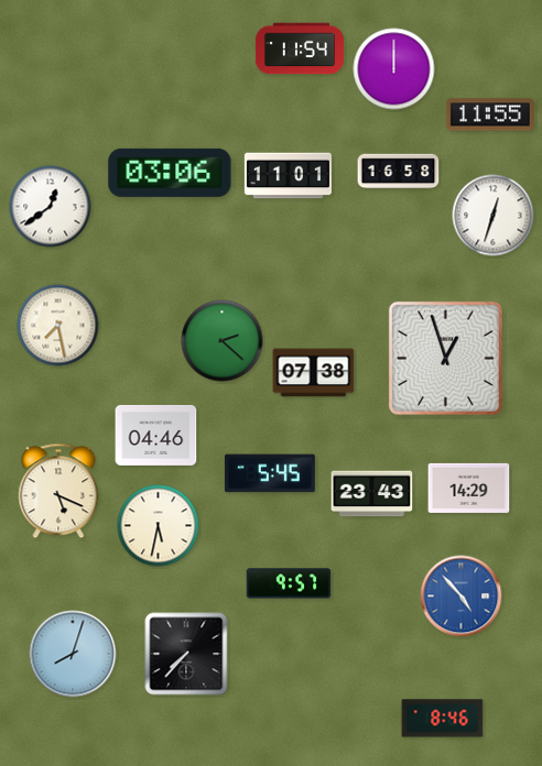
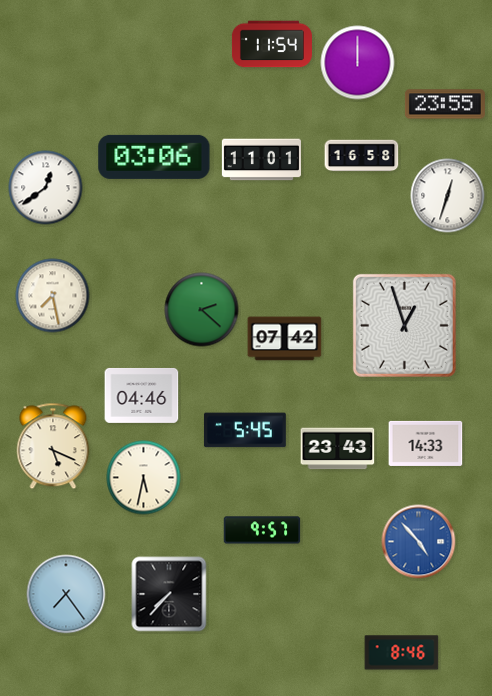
clock at (490, 114): 11:55 -> 23:55
clock at (314, 373): 07:38 -> 07:42
clock at (469, 488): 14:29 -> 14:33
clock at (73, 654): 8:03 -> 7:24
